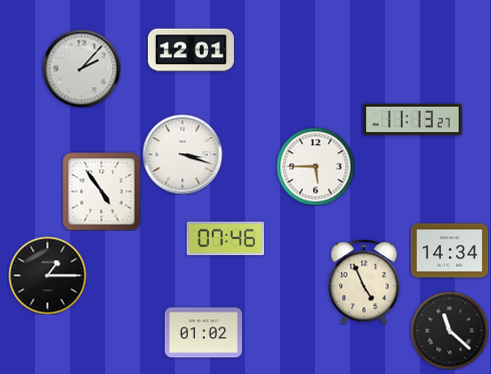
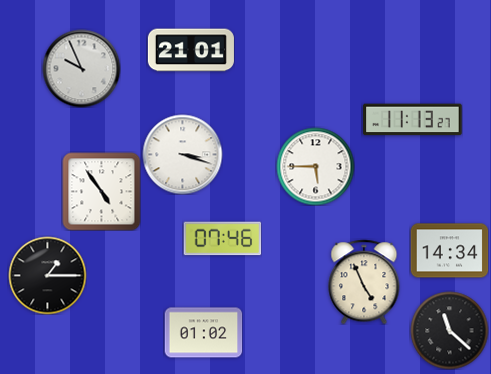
clock at (191, 50): 12:01 -> 21:01
clock at (81, 68): 2:07 -> 9:56
clock at (225, 239) position: (225, 239) -> (222, 239)
